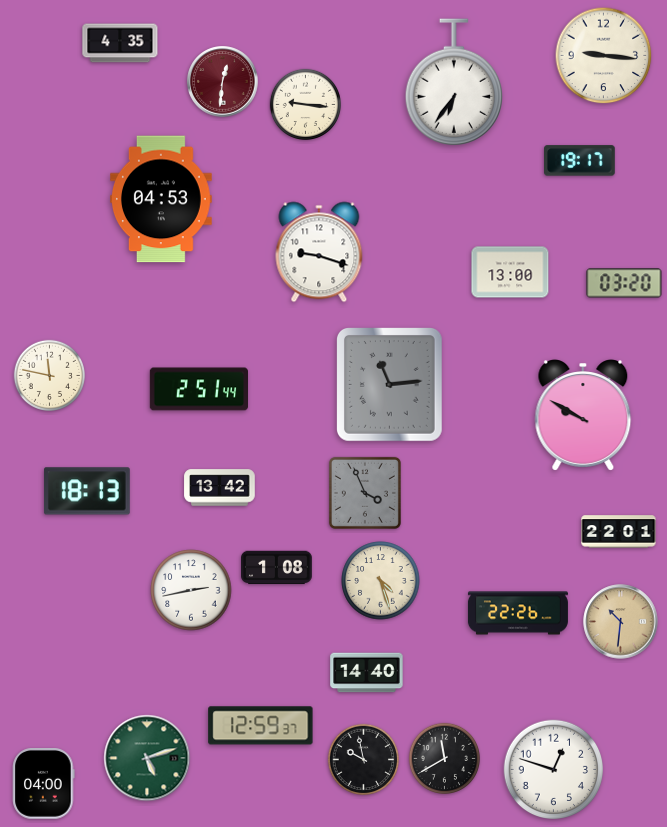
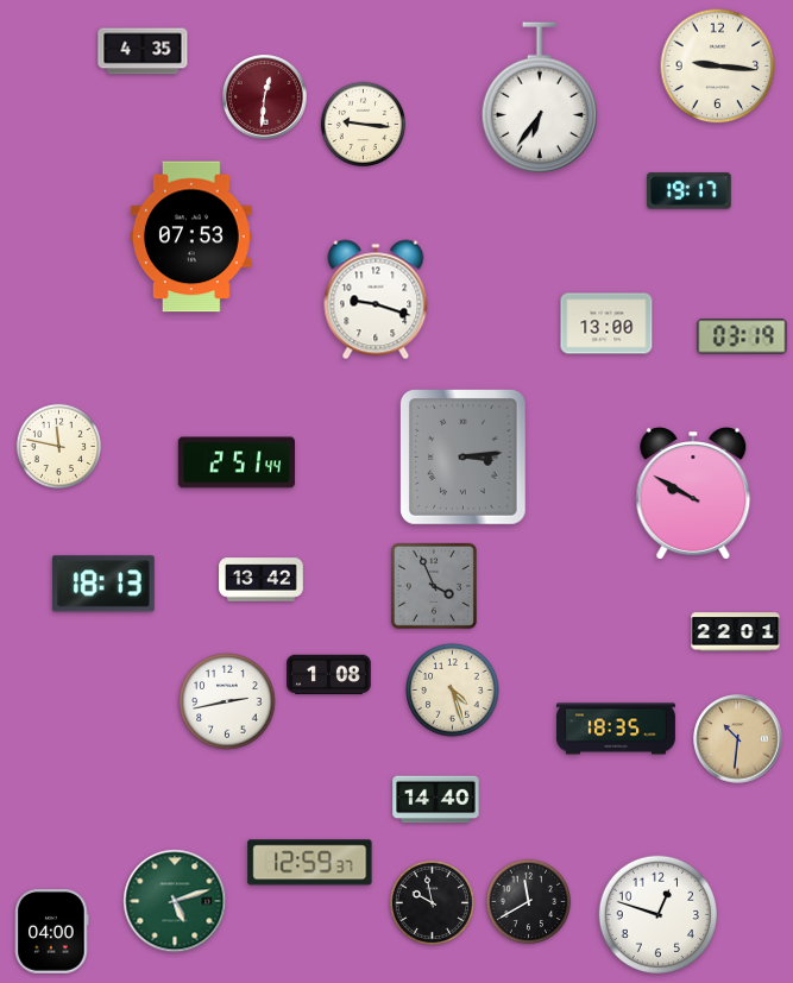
clock at (161, 199): 04:53 -> 07:53
clock at (319, 252) position: (319, 252) -> (376, 300)
clock at (624, 283): 03:20 -> 03:19
clock at (389, 385): 11:14 -> 3:14
clock at (518, 613): 22:26 -> 18:35
